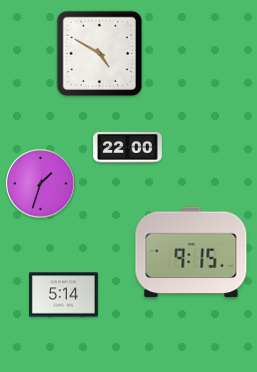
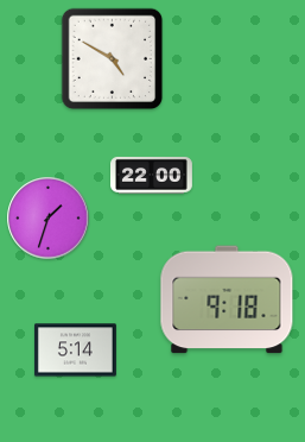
clock at (100, 54) position: (100, 54) -> (113, 59)
clock at (191, 252): 9:15 -> 9:18
